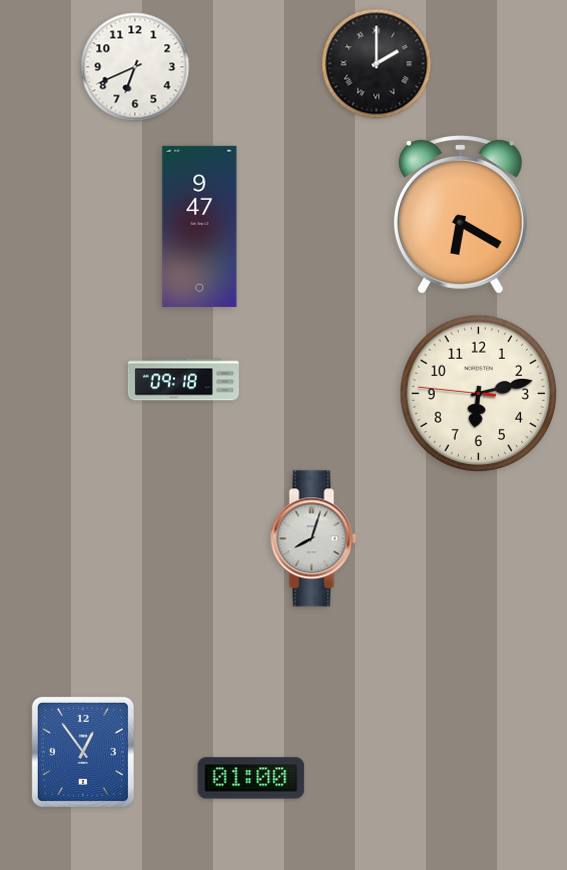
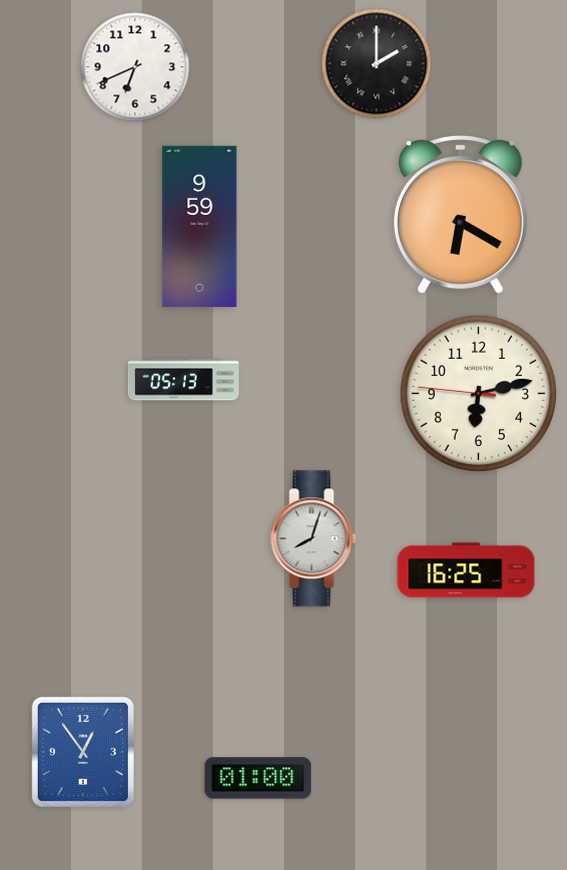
clock at (200, 226): 9:47 -> 9:59
clock at (183, 380): 09:18 -> 05:13
clock at (466, 570): none -> 16:25
clock at (251, 778) position: (251, 778) -> (258, 778)
